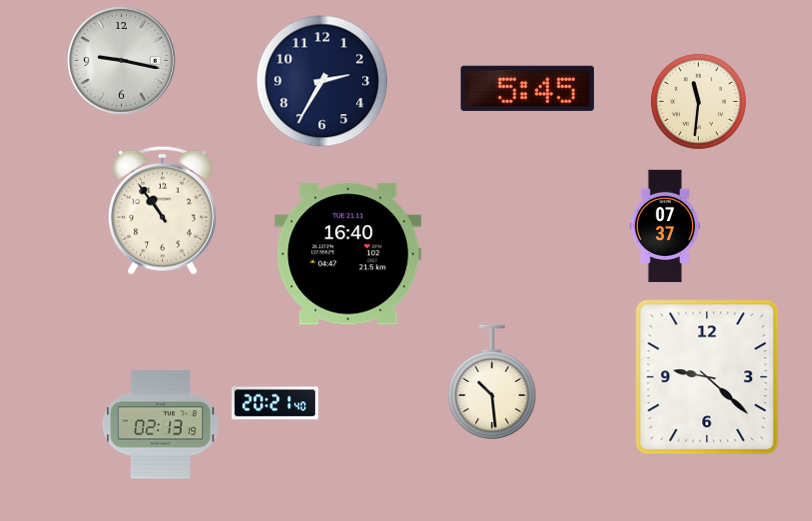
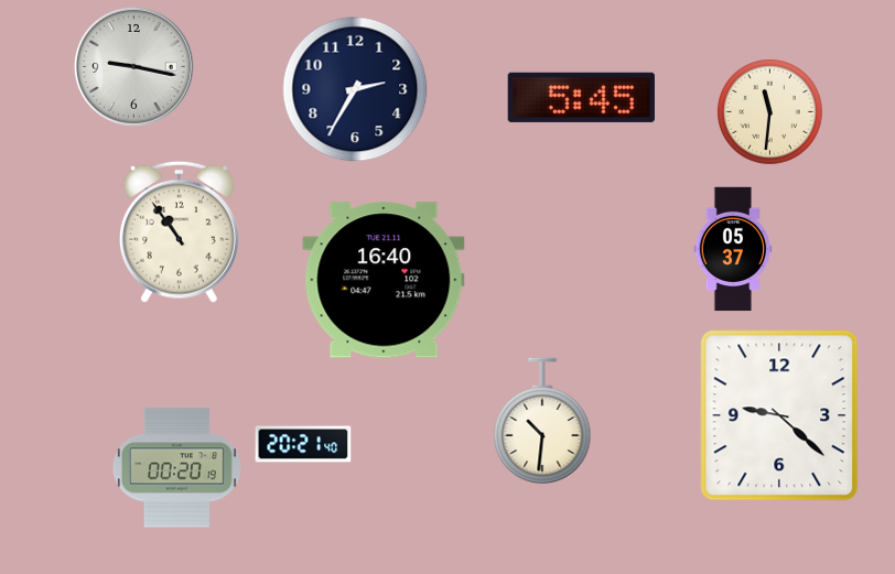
clock at (665, 226): 07:37 -> 05:37
clock at (492, 382): 10:29 -> 10:31
clock at (160, 425): 02:13 -> 00:20
